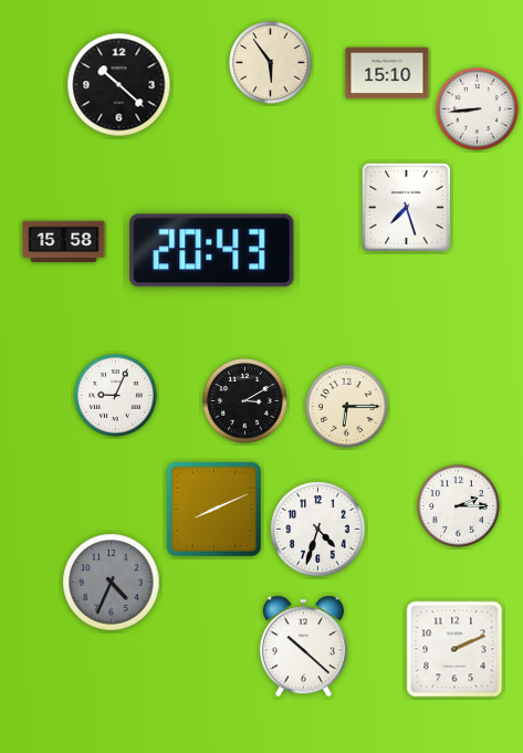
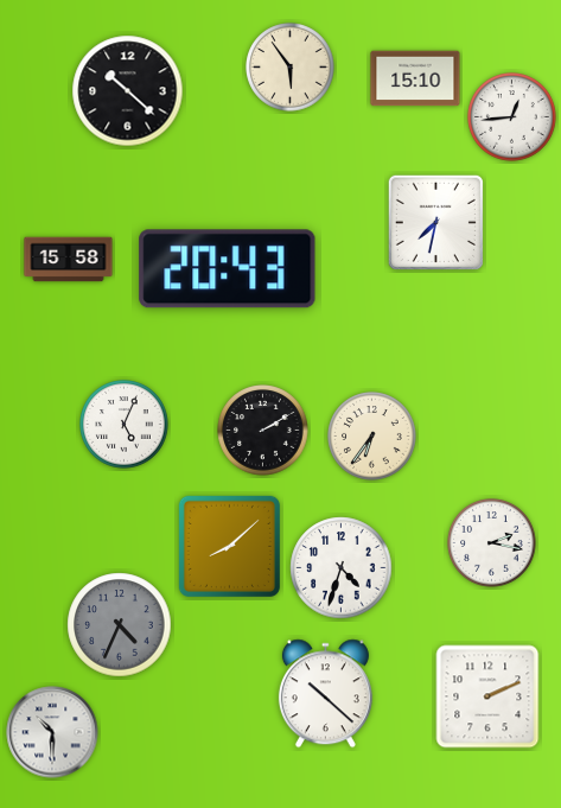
clock at (478, 109): 8:44 -> 12:44
clock at (406, 207): 7:27 -> 7:32
clock at (116, 396): 9:04 -> 5:04
clock at (245, 401): 3:10 -> 2:10
clock at (347, 407): 6:15 -> 6:36
clock at (459, 506): 2:15 -> 2:17
clock at (213, 509): 8:11 -> 8:08
clock at (52, 732): none -> 10:30
